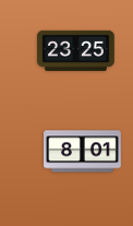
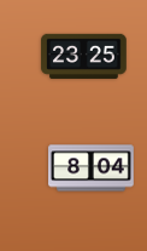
clock at (83, 152): 8:01 -> 8:04
